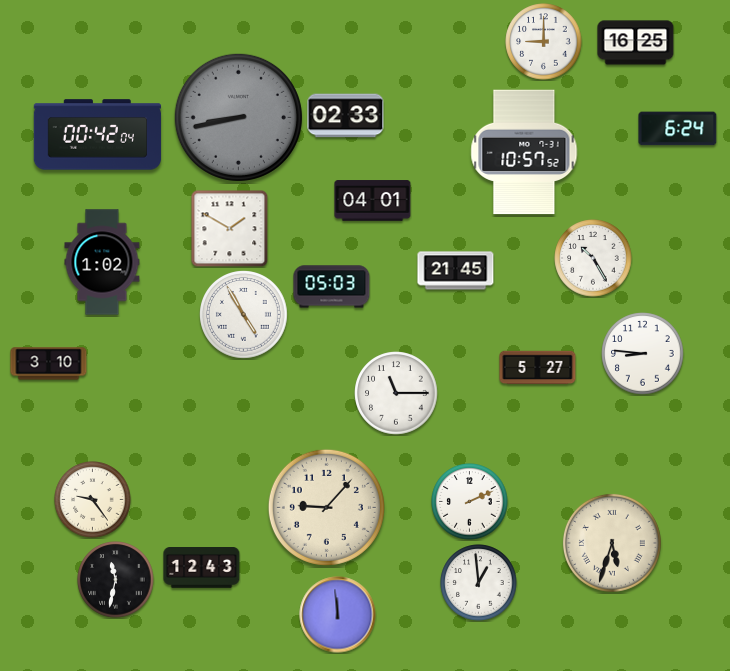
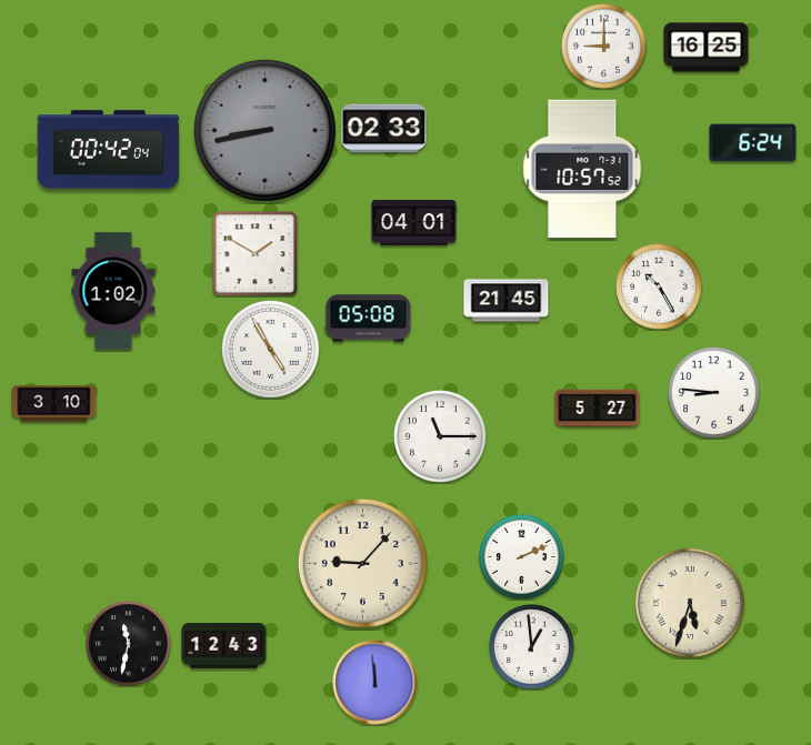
clock at (332, 287): 05:03 -> 05:08
clock at (93, 500): 9:24 -> none
clock at (612, 543) position: (612, 543) -> (690, 603)
clock at (202, 568) position: (202, 568) -> (224, 646)
